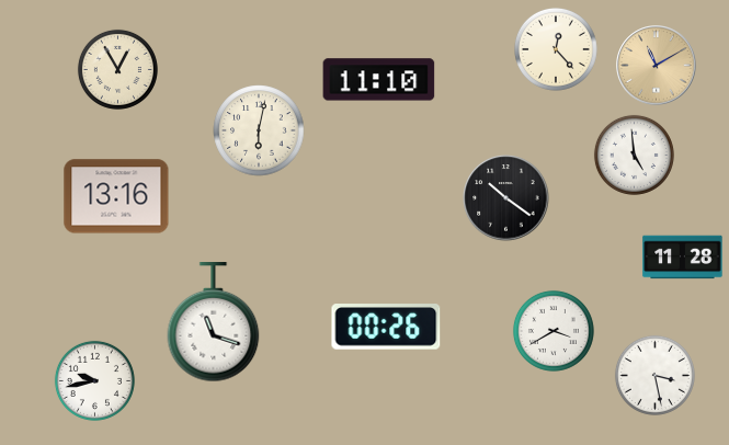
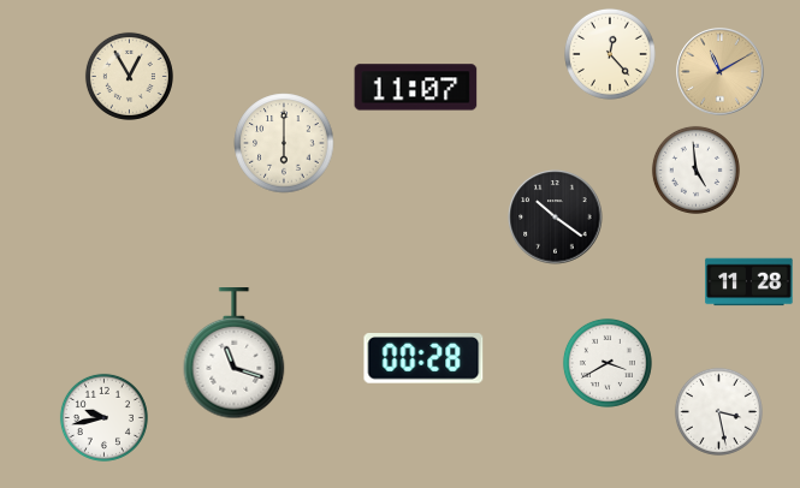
clock at (379, 80): 11:10 -> 11:07
clock at (259, 130): 6:02 -> 6:00
clock at (116, 196): 13:16 -> none
clock at (386, 327): 00:26 -> 00:28
